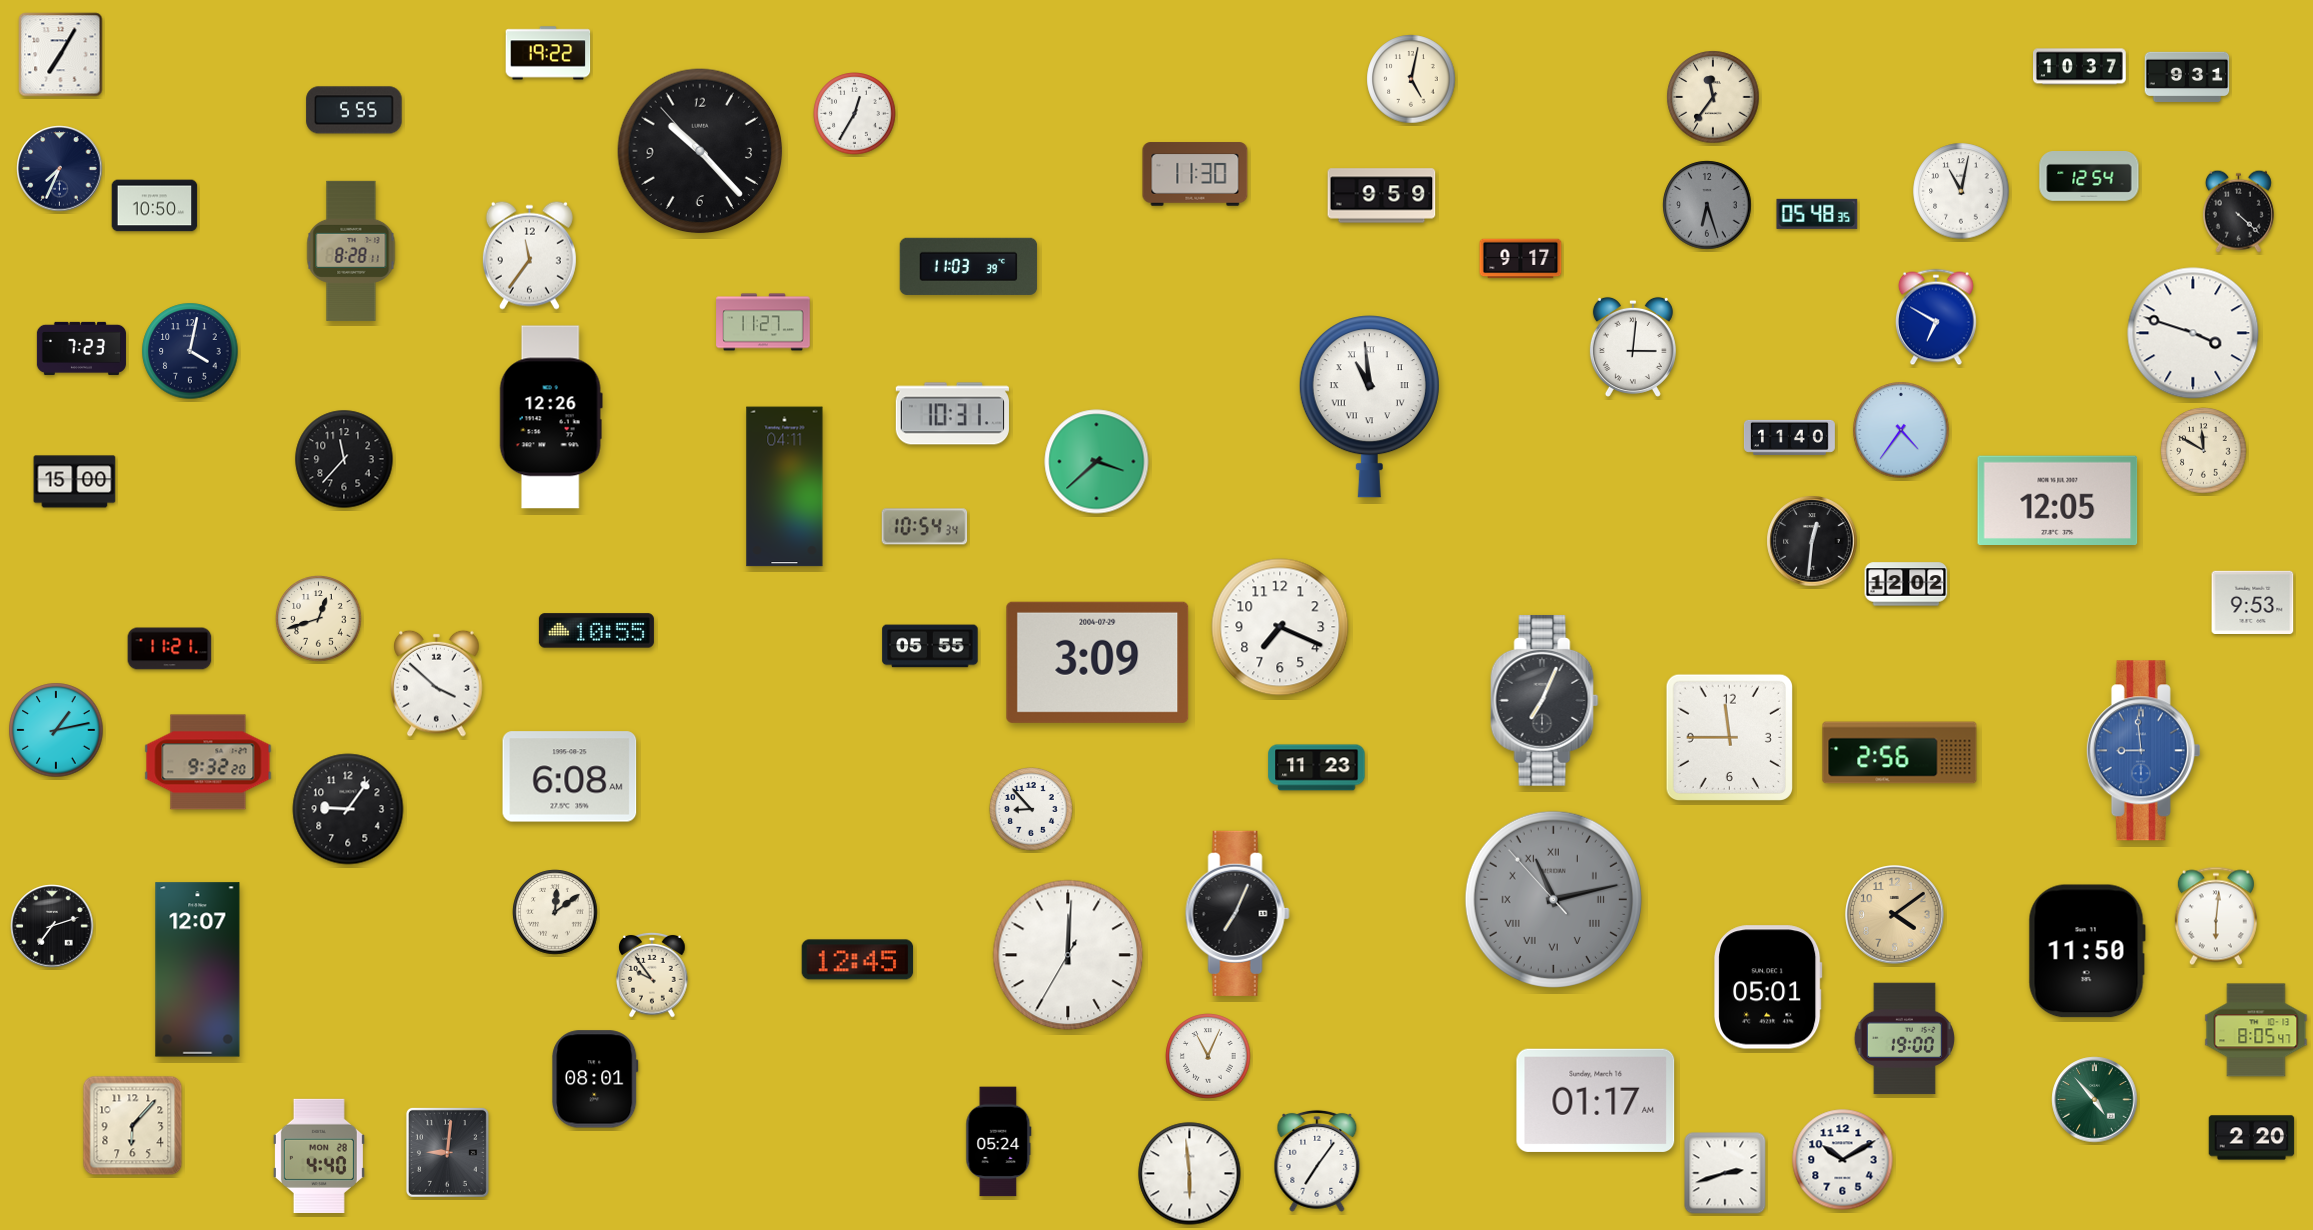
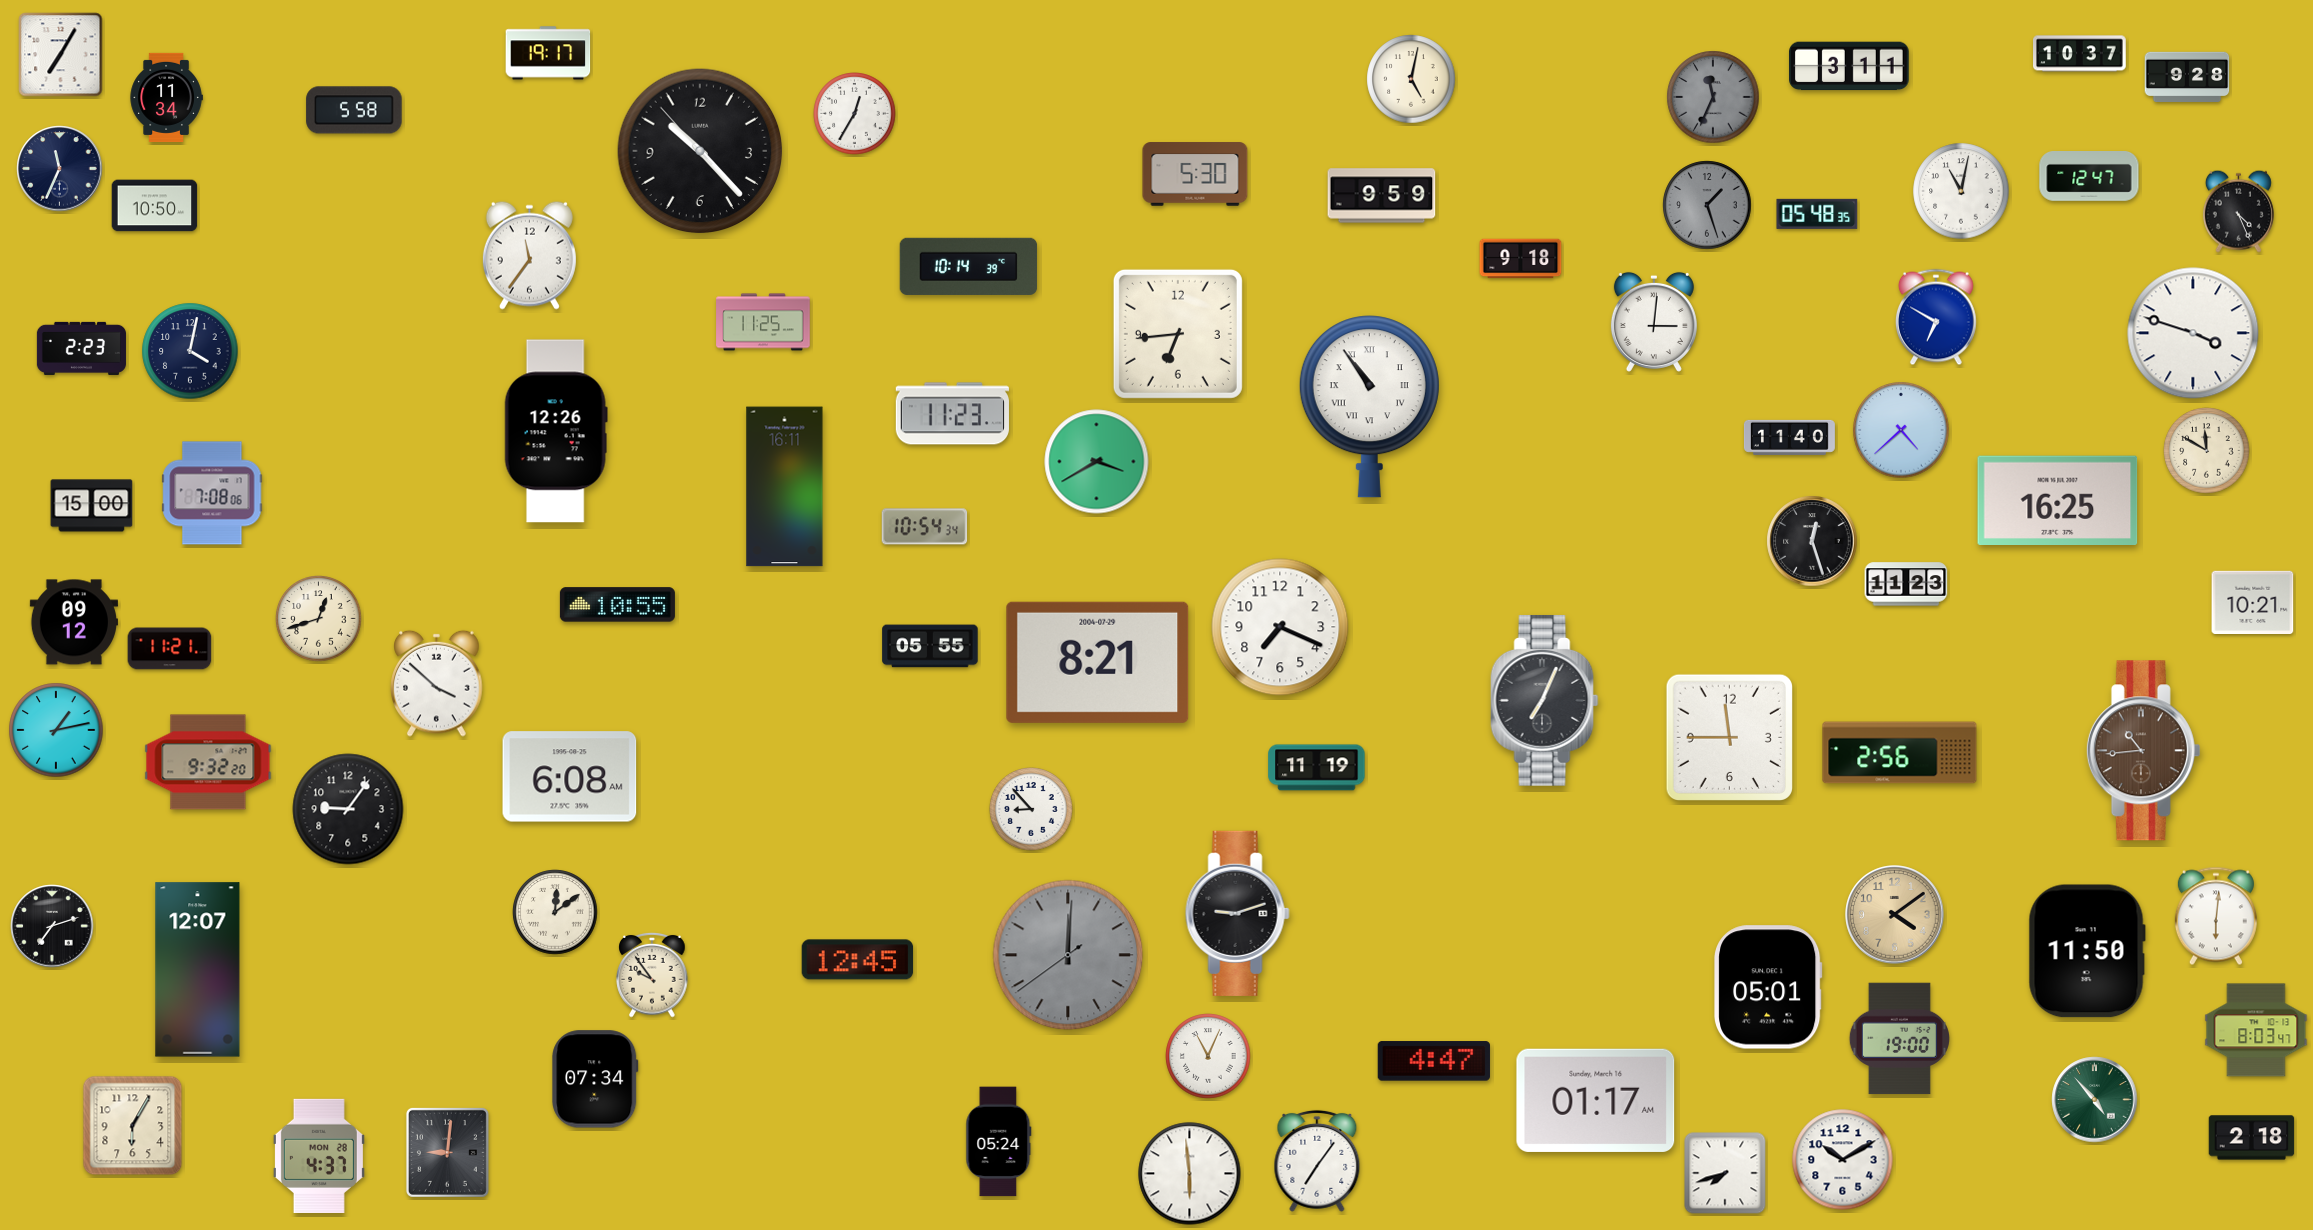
clock at (548, 53): 19:22 -> 19:17
clock at (1849, 66): none -> 3:11
clock at (2080, 67) position: (2080, 67) -> (2080, 54)
clock at (2187, 77): 9:31 -> 9:28
clock at (166, 97): none -> 11:34
clock at (1713, 97): 11:36 -> 11:34
clock at (1713, 97) dial: cream -> grey
clock at (354, 110): 5:55 -> 5:58
clock at (60, 169): 7:34 -> 11:34
clock at (1195, 174): 11:30 -> 5:30
clock at (2089, 177): 12:54 -> 12:47
clock at (1707, 205): 6:27 -> 1:27
clock at (2238, 211): 4:22 -> 4:26
clock at (351, 251): 8:28 -> none
clock at (1521, 259): 9:17 -> 9:18
clock at (969, 266): 11:03 -> 10:14
clock at (763, 322): 11:27 -> 11:25
clock at (1178, 334): none -> 6:44
clock at (1633, 347) position: (1633, 347) -> (1654, 322)
clock at (81, 348): 7:23 -> 2:23
clock at (1369, 407): 10:59 -> 10:54
clock at (952, 414): 10:31 -> 11:23
clock at (551, 417) position: (551, 417) -> (556, 431)
clock at (1901, 430): 4:36 -> 4:38
clock at (2204, 451) position: (2204, 451) -> (2207, 451)
clock at (344, 459): 11:37 -> none
clock at (1097, 462): 3:38 -> 3:40
clock at (75, 482) position: (75, 482) -> (92, 506)
clock at (785, 487): 04:11 -> 16:11
clock at (212, 493): none -> 7:08
clock at (2058, 501): 12:05 -> 16:25
clock at (1812, 541): 12:31 -> 12:27
clock at (1906, 584): 12:02 -> 11:23
clock at (2253, 602): 9:53 -> 10:21
clock at (74, 622): none -> 09:12
clock at (596, 631) position: (596, 631) -> (617, 605)
clock at (1098, 662): 3:09 -> 8:21
clock at (2143, 751): 8:59 -> 10:44
clock at (2143, 751) dial: blue -> brown
clock at (1317, 768): 11:23 -> 11:19
clock at (1553, 899): 11:12 -> none
clock at (1237, 913): 7:04 -> 9:12
clock at (1068, 955): 12:00:35 -> 12:00:39
clock at (1068, 955) dial: white -> grey
clock at (2256, 1030): 8:05 -> 8:03
clock at (1904, 1039) position: (1904, 1039) -> (1899, 1039)
clock at (1434, 1061): none -> 4:47
clock at (595, 1079): 08:01 -> 07:34
clock at (133, 1126): 6:07 -> 6:05
clock at (2252, 1138): 2:20 -> 2:18
clock at (319, 1156): 4:40 -> 4:37
clock at (1725, 1173): 2:42 -> 7:42
